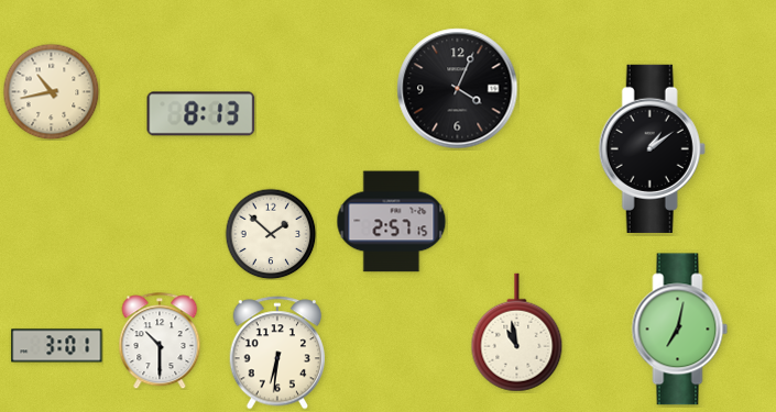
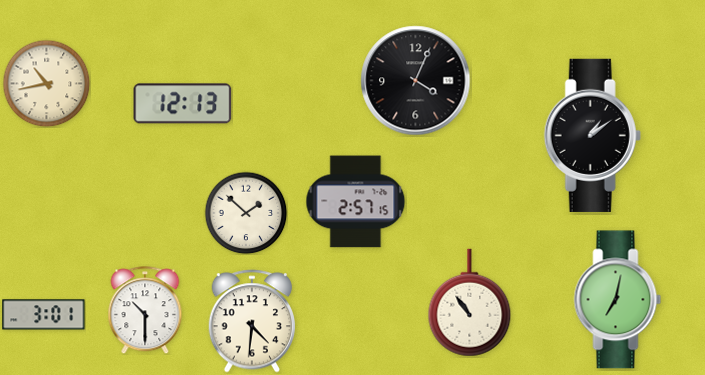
clock at (201, 114): 8:13 -> 12:13
clock at (517, 333): 10:58 -> 10:54
clock at (57, 346) position: (57, 346) -> (44, 315)
clock at (277, 353): 6:31 -> 4:31
